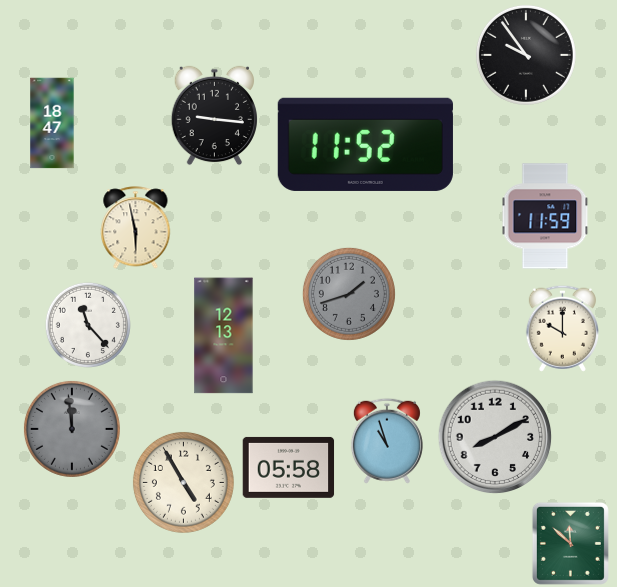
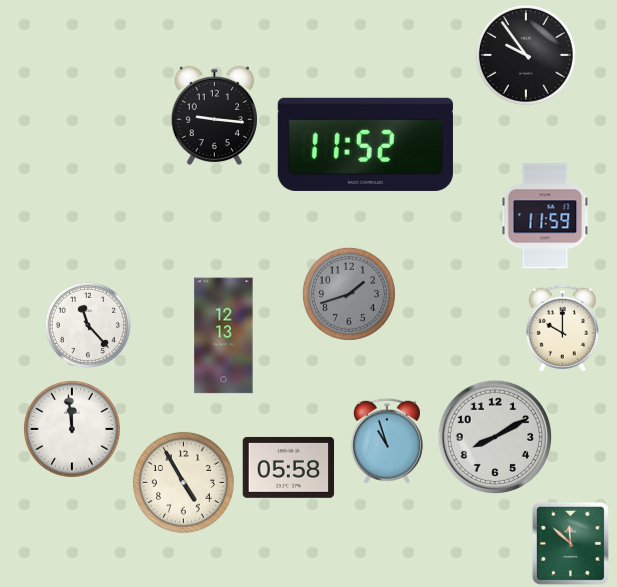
clock at (52, 123): 18:47 -> none
clock at (136, 228): 5:58 -> none
clock at (72, 429) dial: grey -> white
